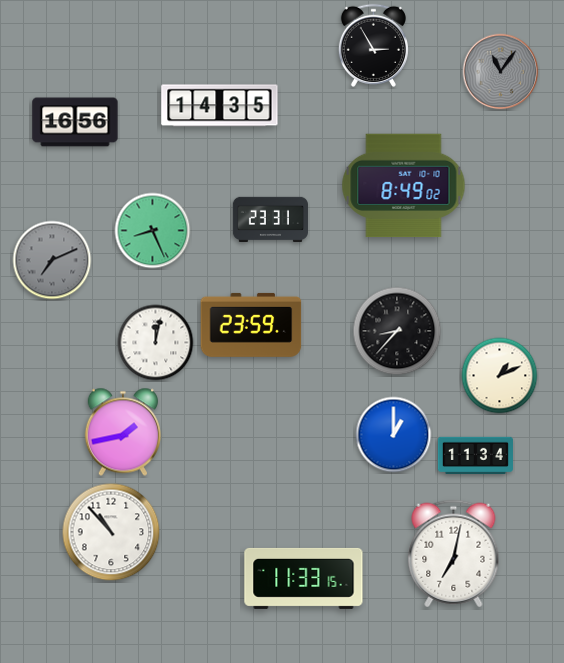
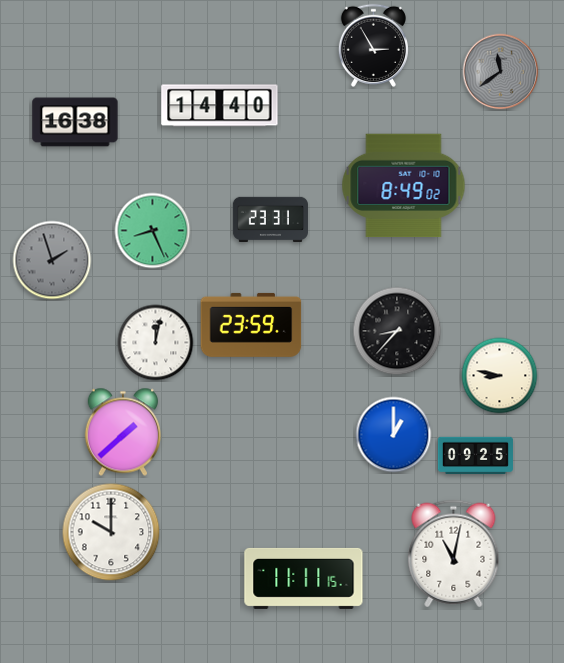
clock at (501, 72): 11:06 -> 11:39
clock at (220, 106): 14:35 -> 14:40
clock at (75, 122): 16:56 -> 16:38
clock at (52, 260): 7:11 -> 1:57
clock at (500, 376): 1:11 -> 8:47
clock at (122, 432): 1:43 -> 1:38
clock at (475, 455): 11:34 -> 09:25
clock at (111, 532): 10:53 -> 10:00
clock at (454, 554): 7:02 -> 11:02
clock at (304, 578): 11:33 -> 11:11
